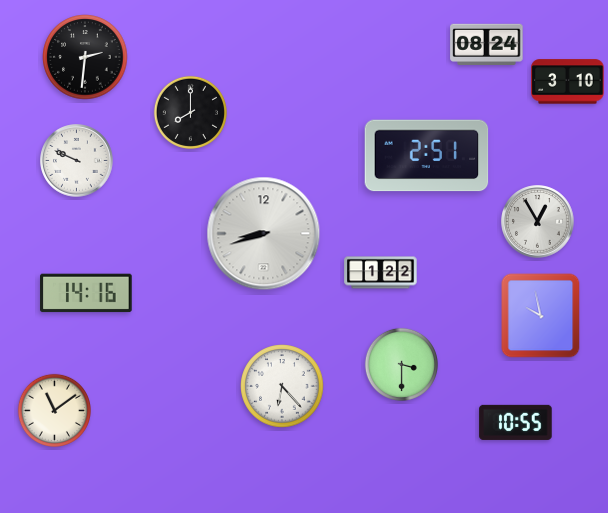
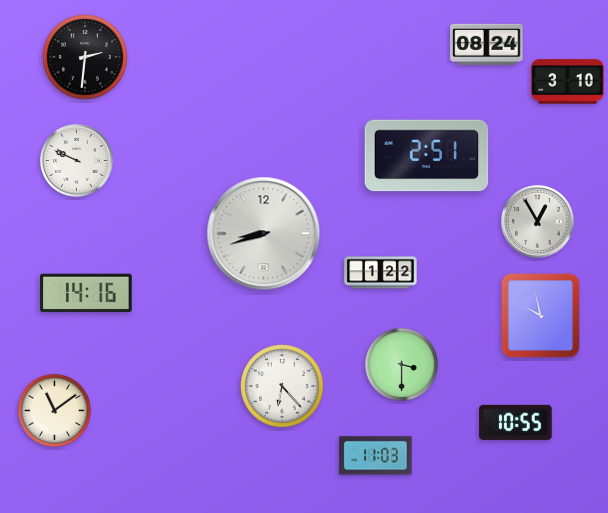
clock at (190, 112): 8:00 -> none
clock at (376, 456): none -> 11:03
